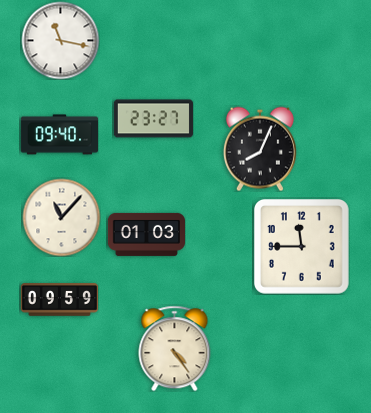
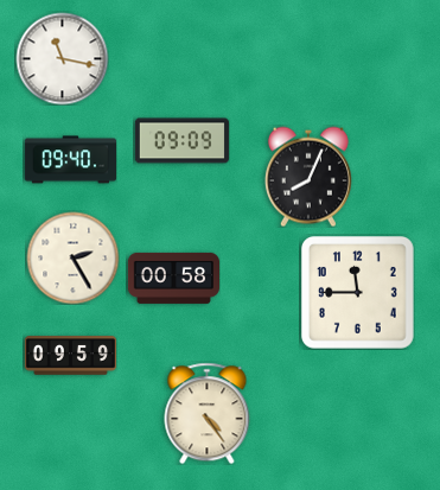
clock at (60, 40) position: (60, 40) -> (62, 58)
clock at (153, 119): 23:27 -> 09:09
clock at (61, 217): 11:07 -> 2:25
clock at (146, 234): 01:03 -> 00:58
